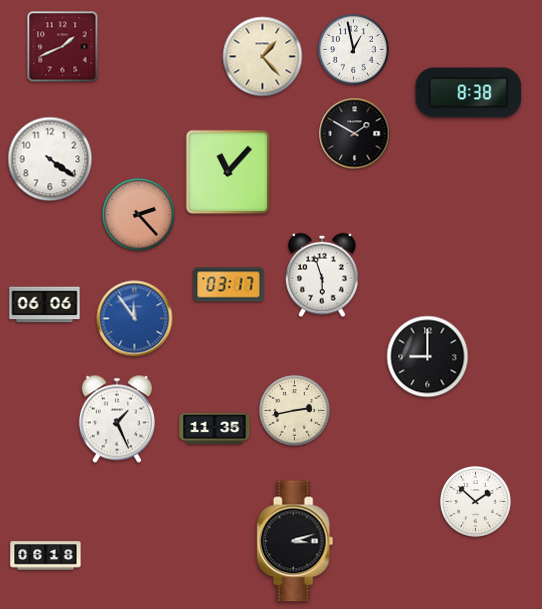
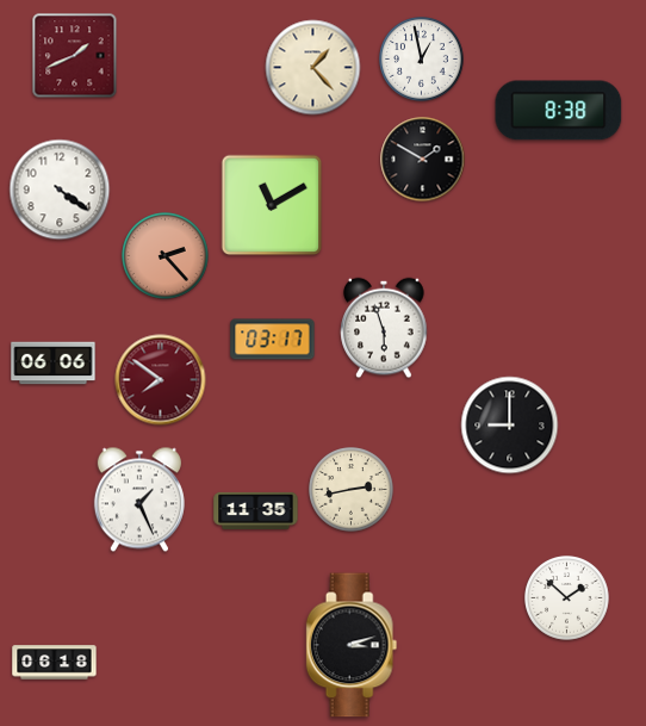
clock at (228, 172): 11:07 -> 11:10
clock at (135, 319): 11:54 -> 7:51
clock at (135, 319) dial: blue -> burgundy
